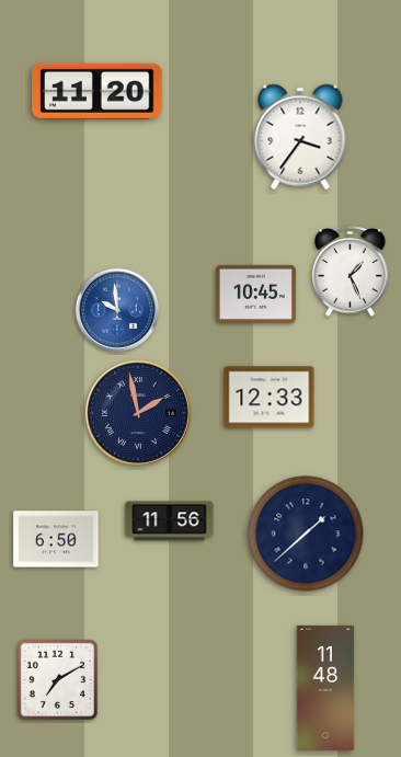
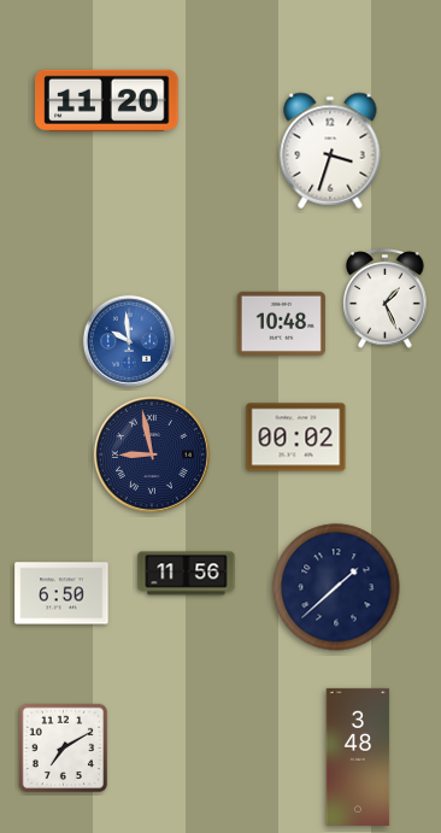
clock at (300, 137): 3:36 -> 3:33
clock at (255, 294): 10:45 -> 10:48
clock at (270, 398): 12:33 -> 00:02
clock at (138, 413): 1:58 -> 8:58
clock at (325, 688): 11:48 -> 3:48
